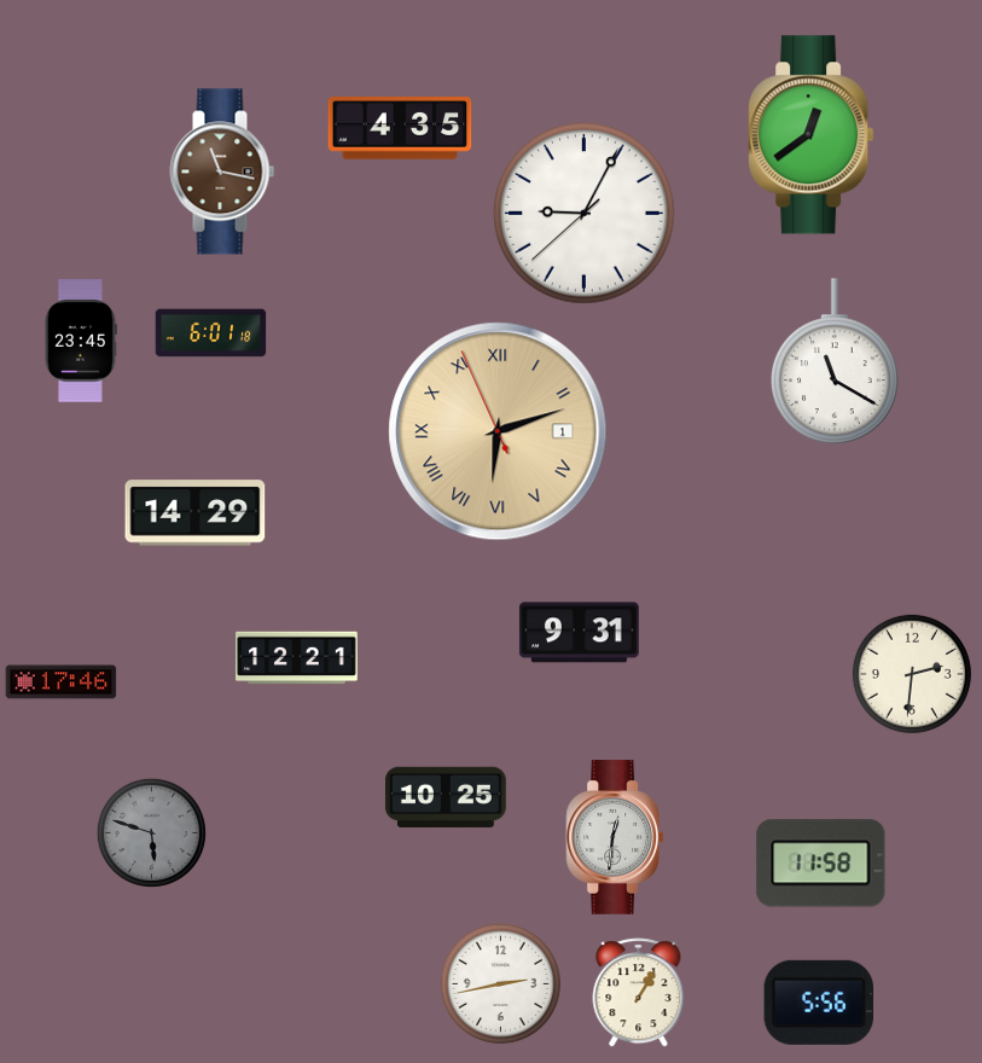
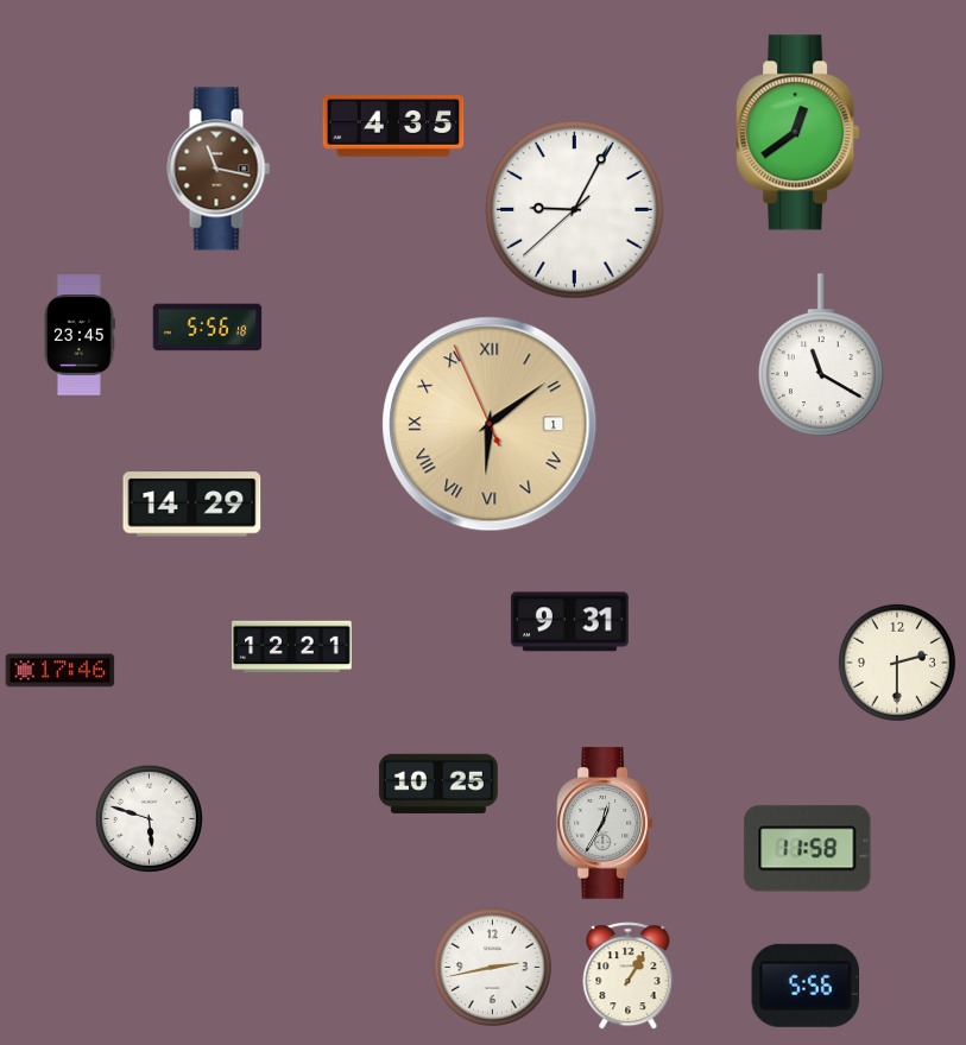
clock at (211, 333): 6:01 -> 5:56
clock at (498, 431): 6:11 -> 6:08
clock at (912, 674): 2:31 -> 2:30
clock at (151, 832) dial: grey -> white
clock at (615, 838): 12:31 -> 12:35
